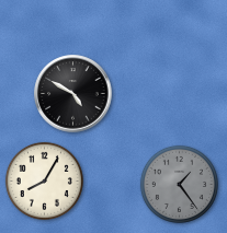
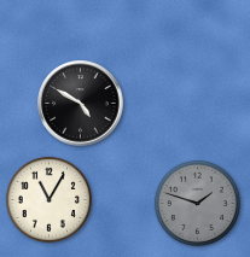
clock at (44, 180): 8:05 -> 11:05
clock at (179, 184): 1:24 -> 1:48
